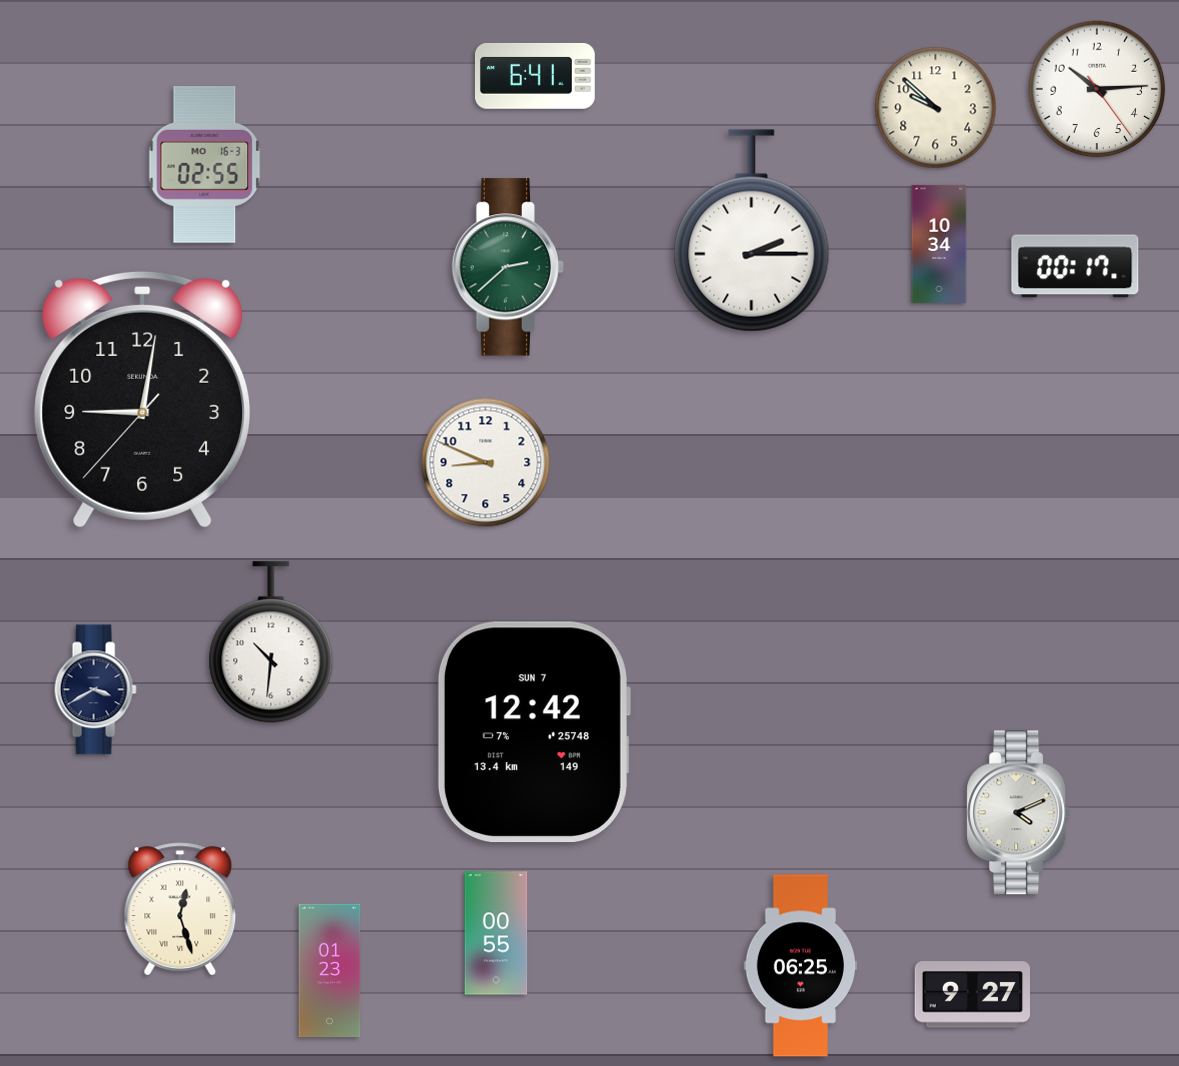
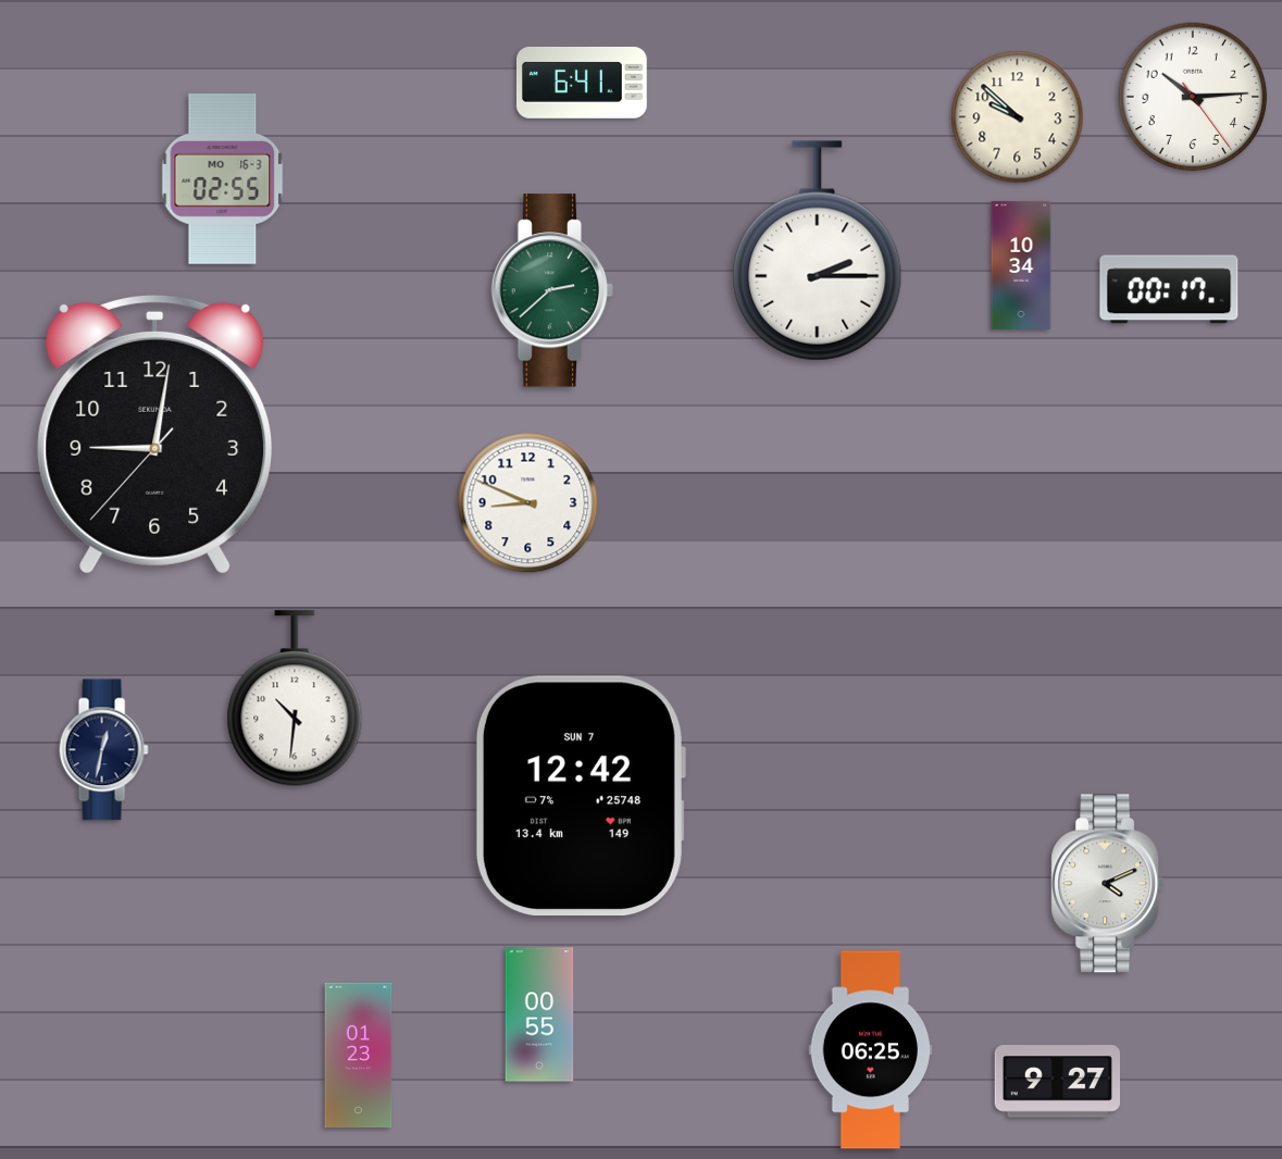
clock at (95, 690): 3:40 -> 12:32
clock at (180, 909): 12:27 -> none
